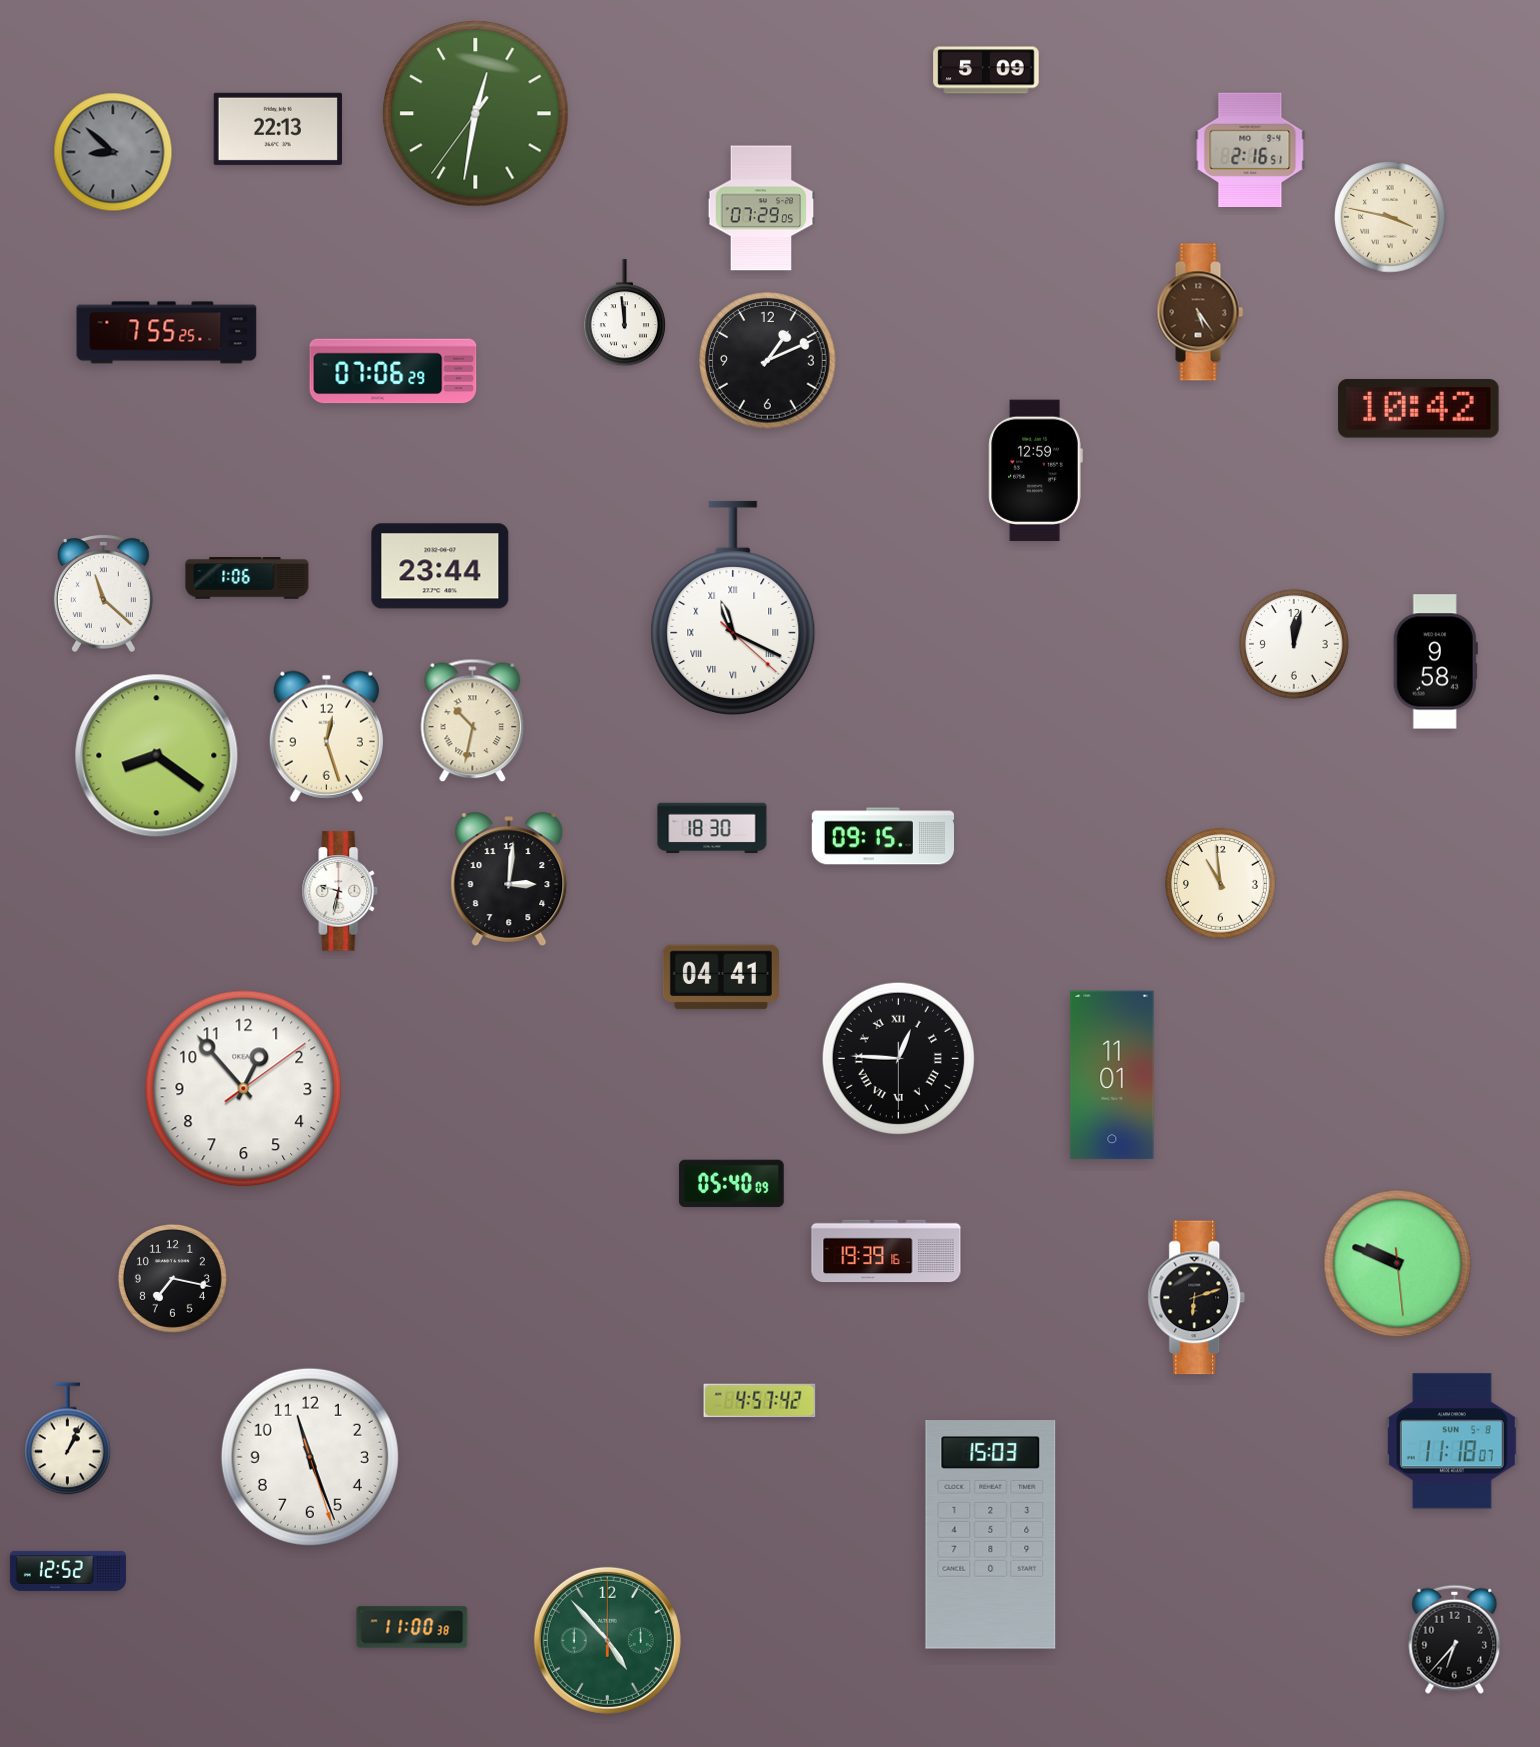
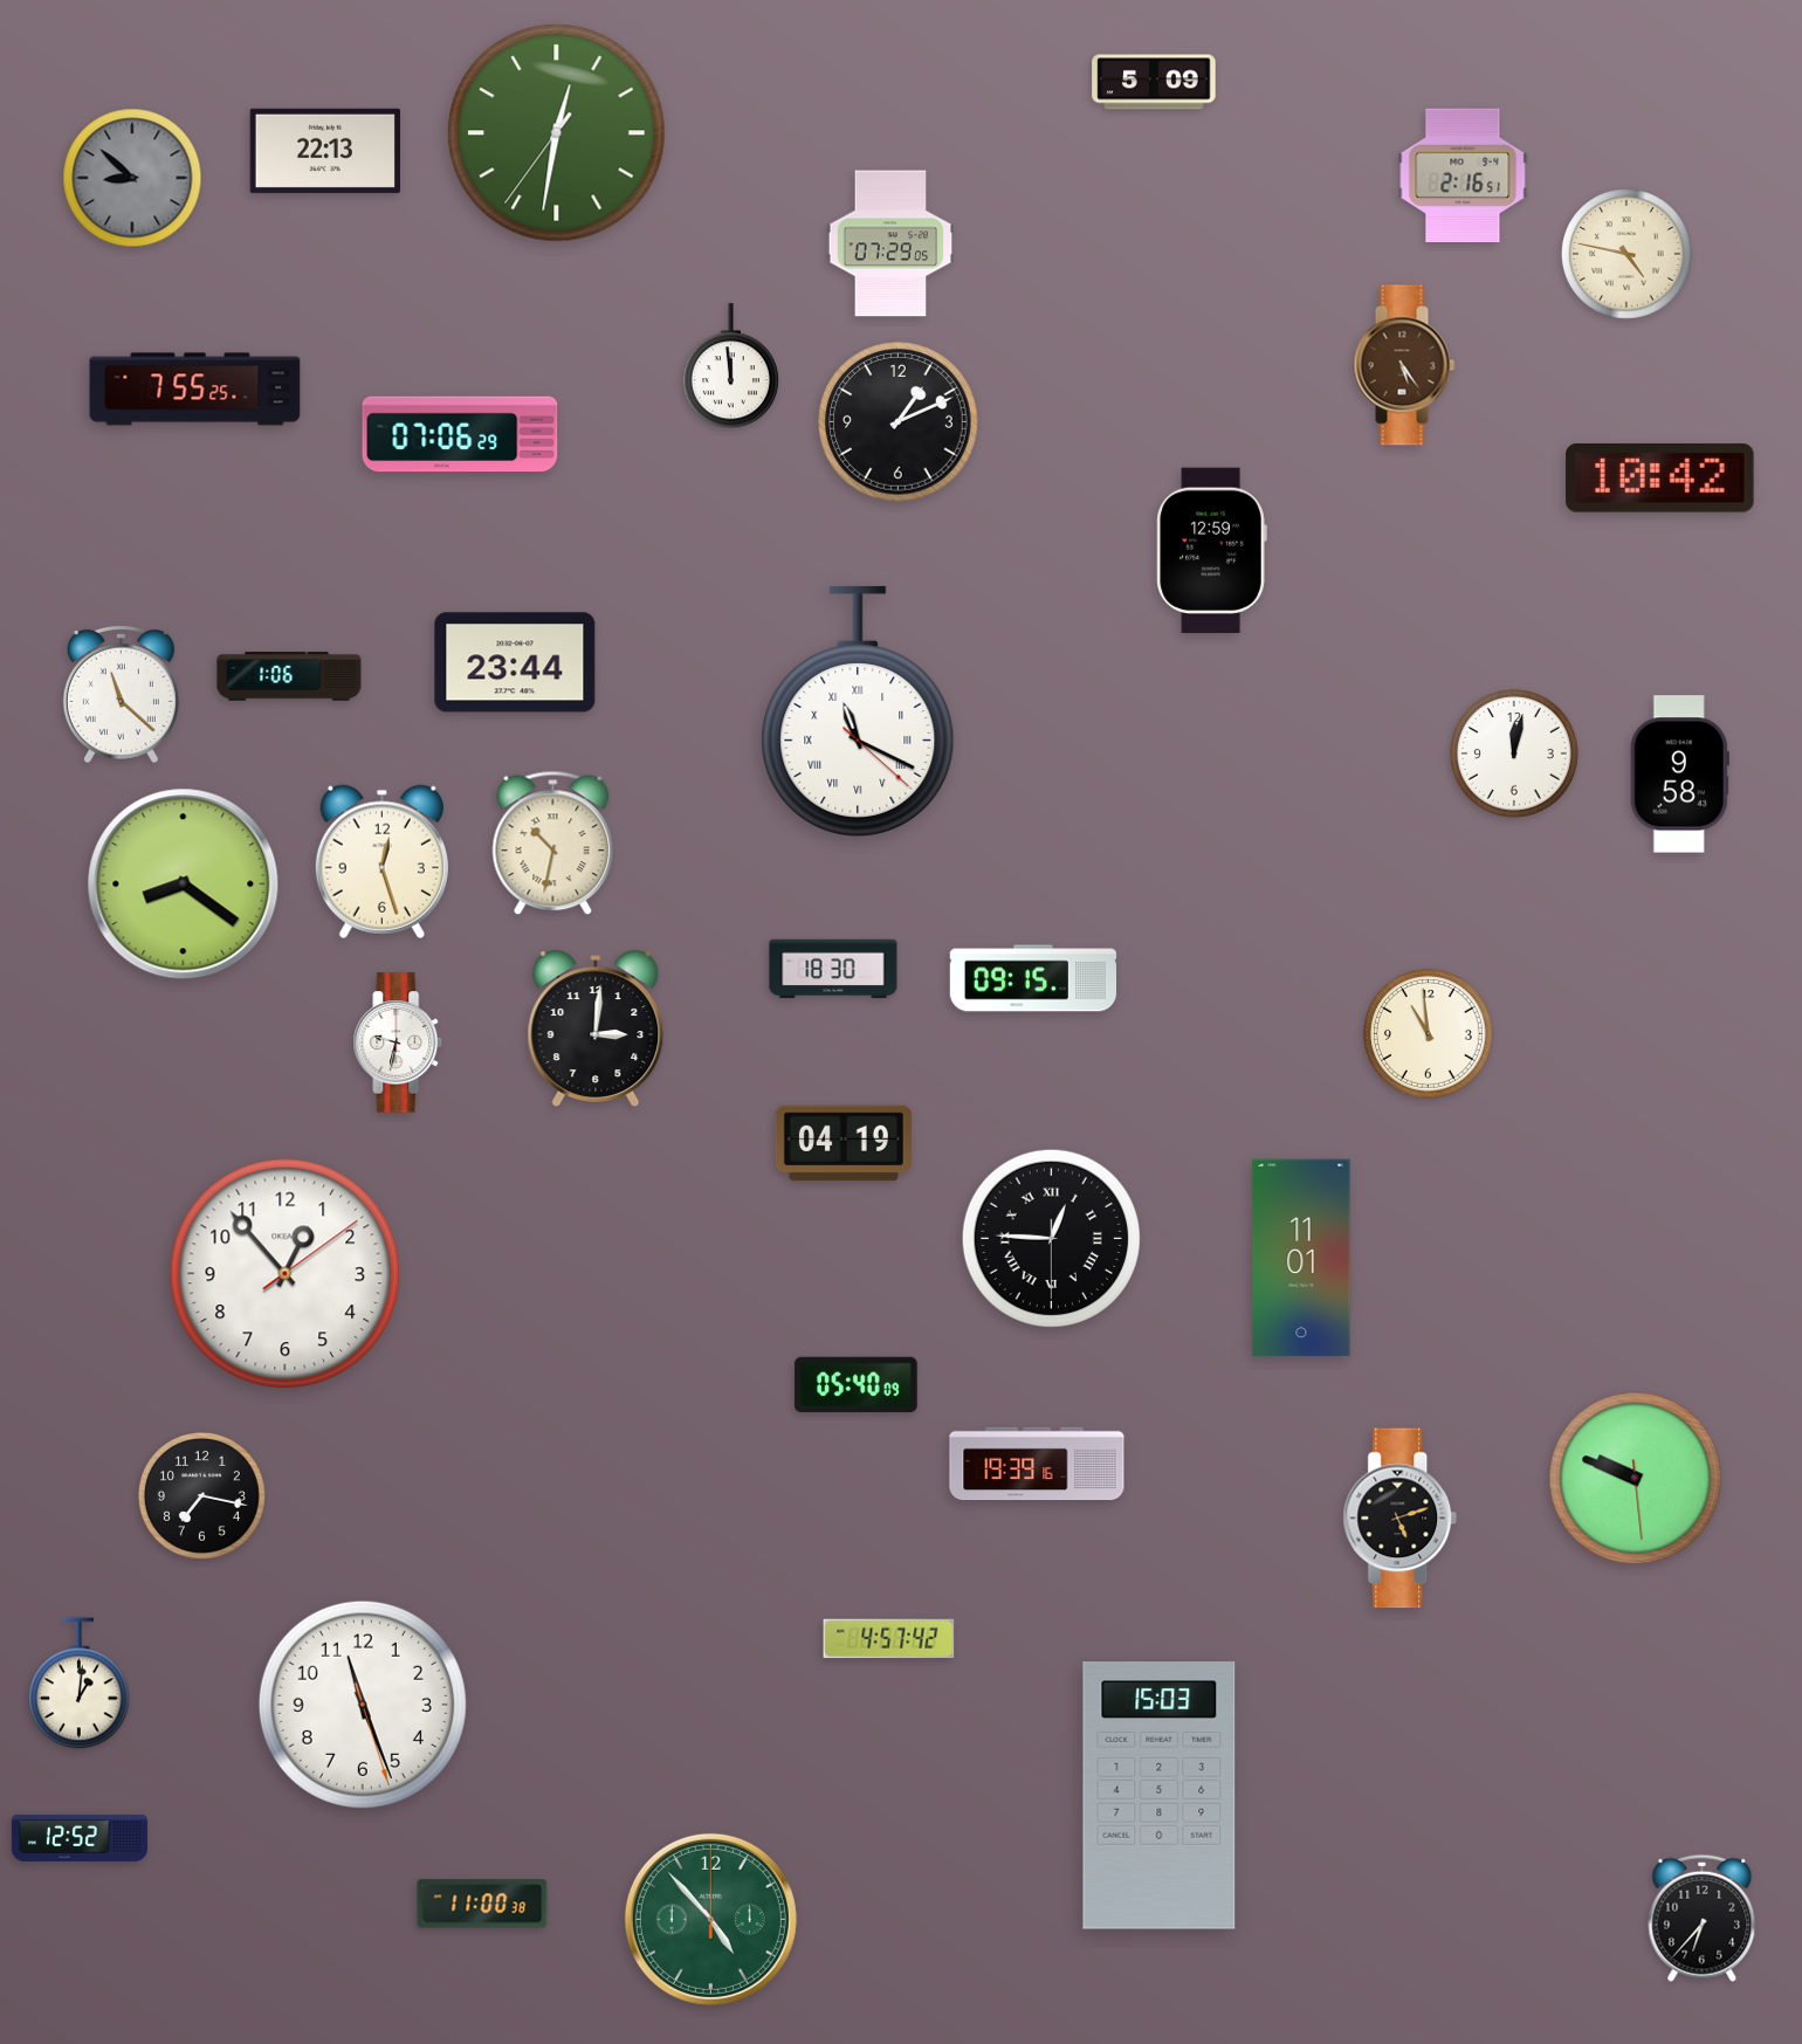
clock at (1390, 217): 3:47 -> 4:47
clock at (721, 977): 04:41 -> 04:19
clock at (1197, 1298): 6:12 -> 5:12
clock at (68, 1439): 1:04 -> 1:01
clock at (1452, 1441): 11:18 -> none
